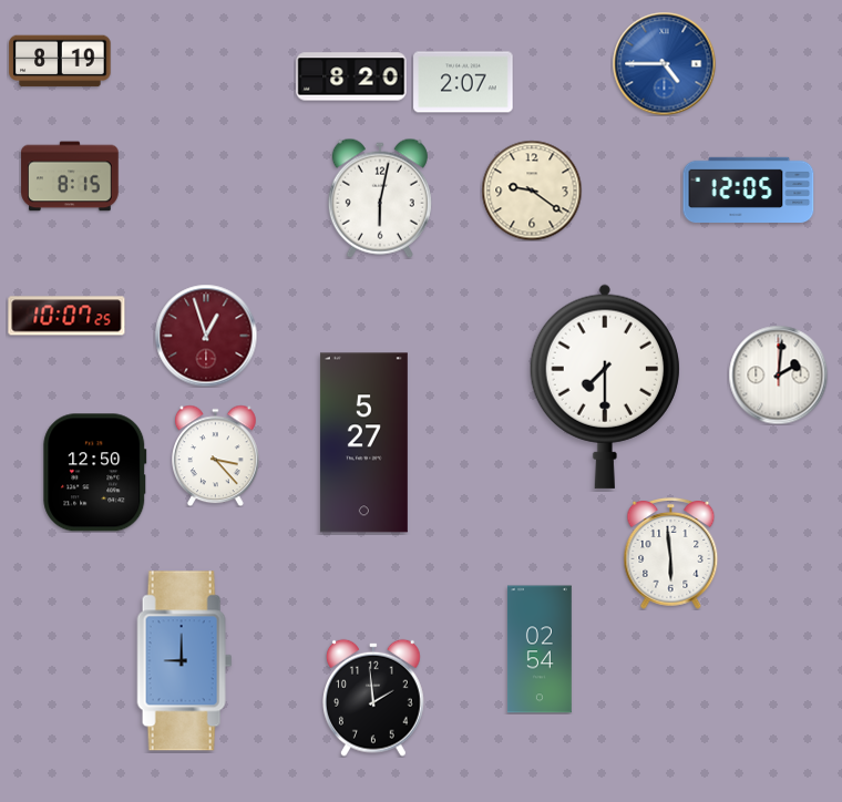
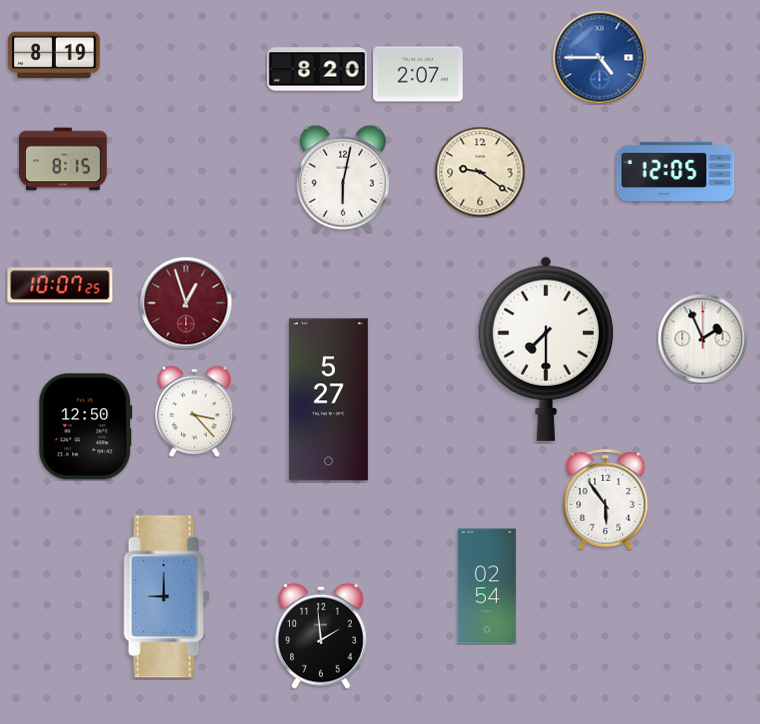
clock at (778, 374): 2:01 -> 1:56
clock at (671, 554): 5:59 -> 5:54
clock at (374, 698) position: (374, 698) -> (322, 636)
